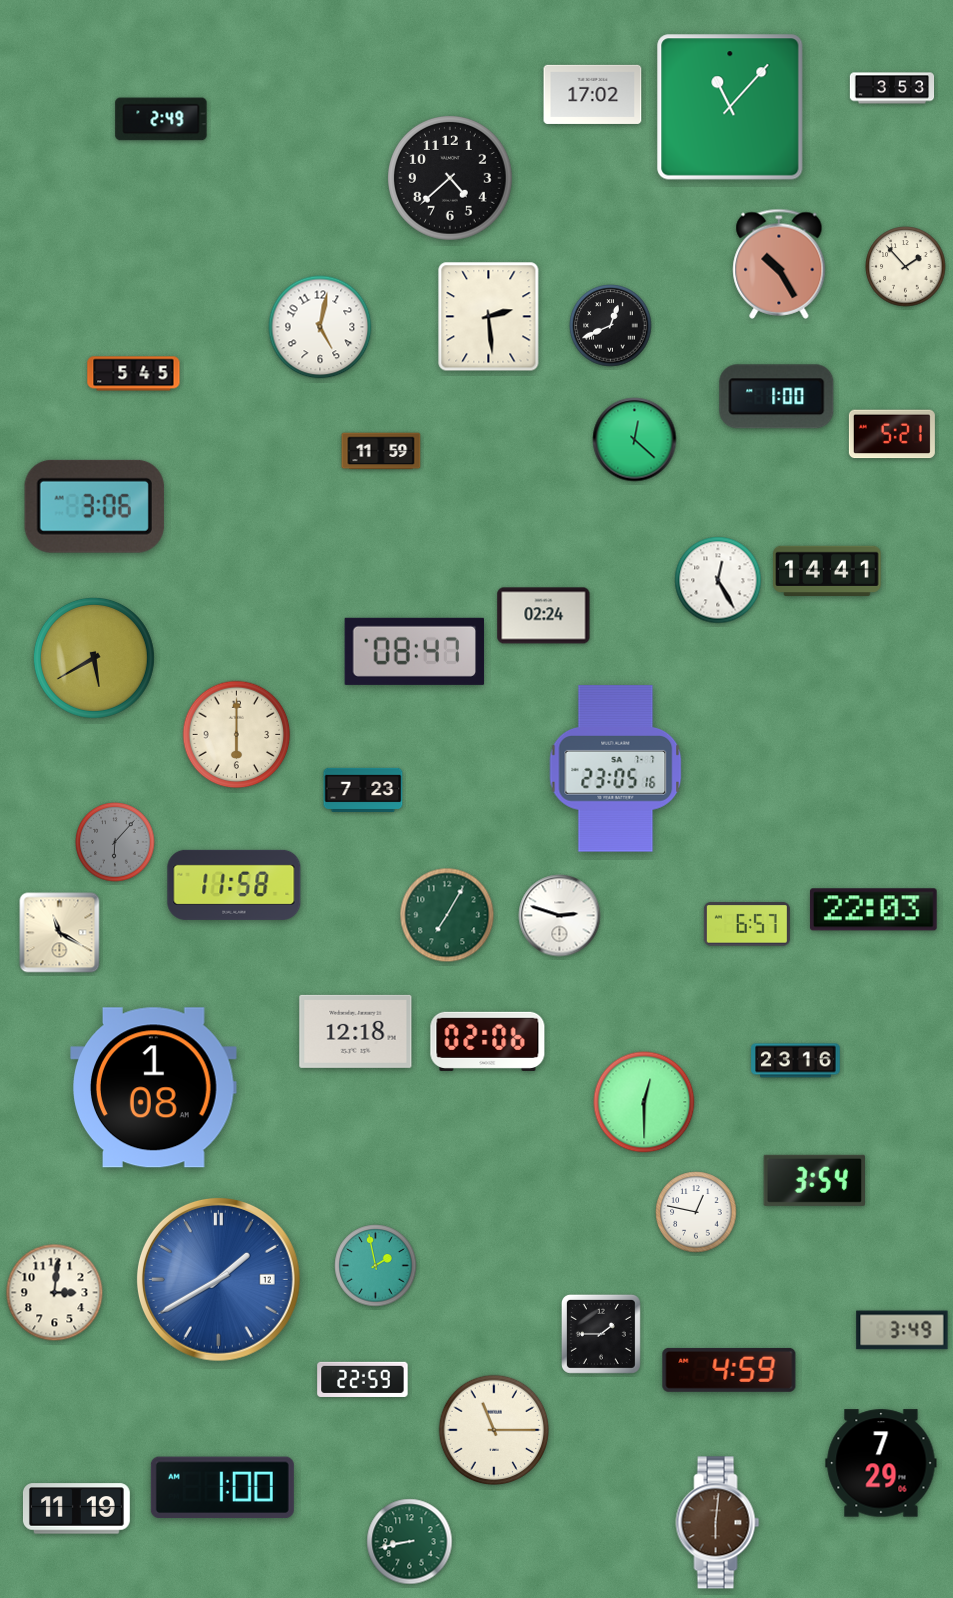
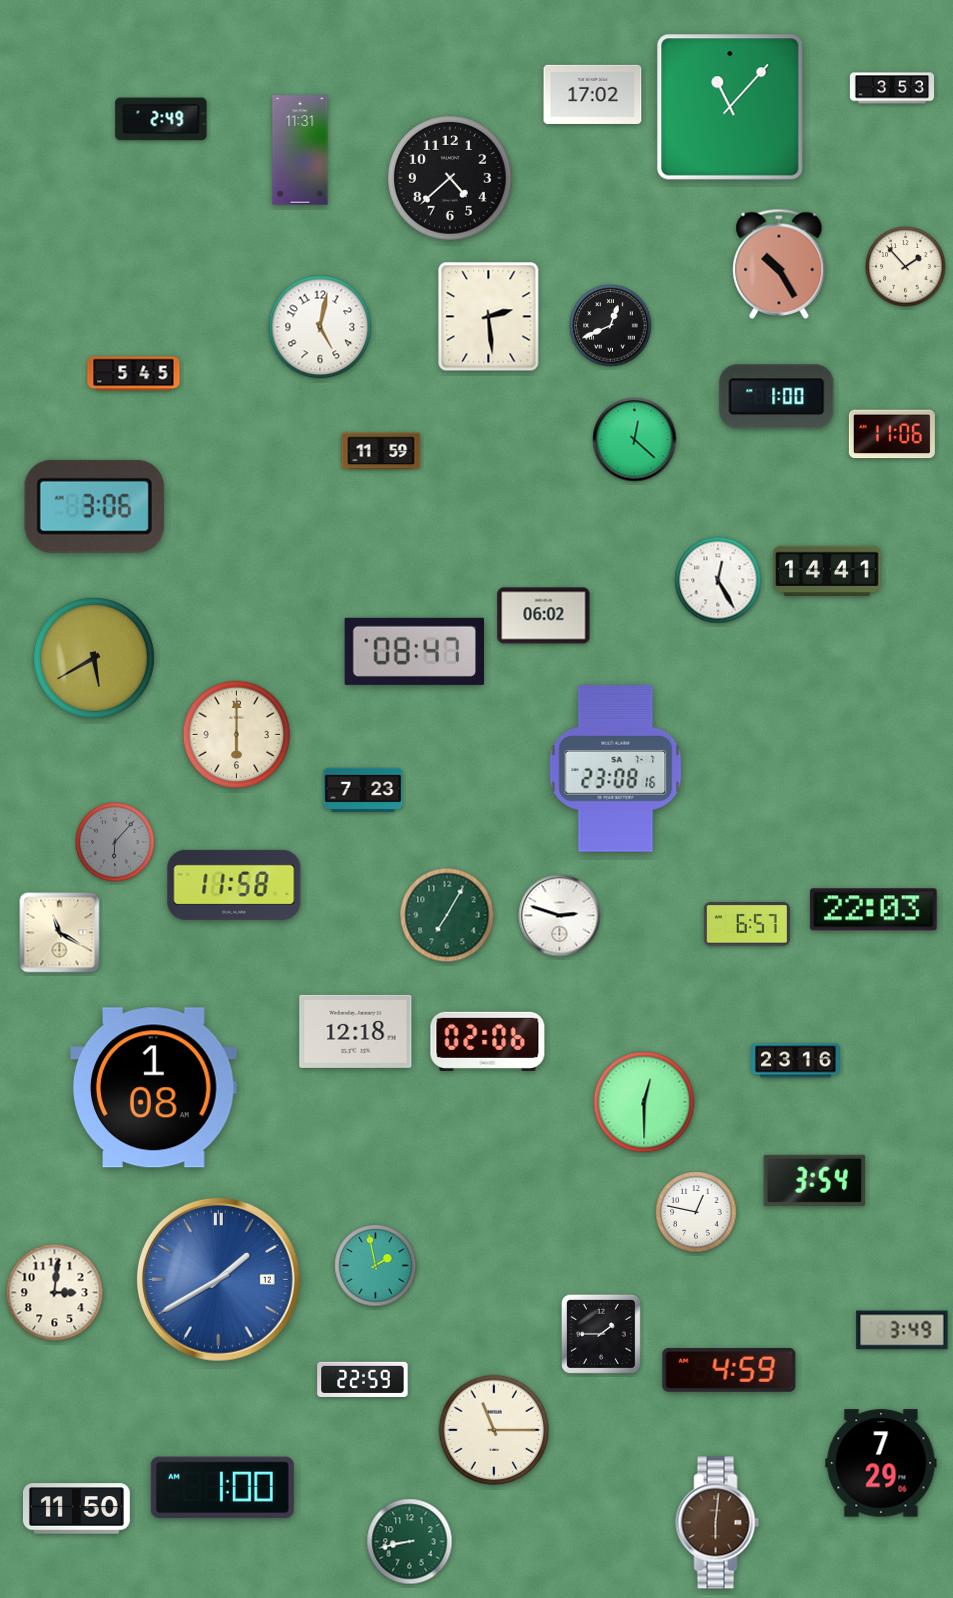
clock at (300, 150): none -> 11:31
clock at (892, 434): 5:21 -> 11:06
clock at (544, 616): 02:24 -> 06:02
clock at (616, 769): 23:05 -> 23:08
clock at (77, 1509): 11:19 -> 11:50
